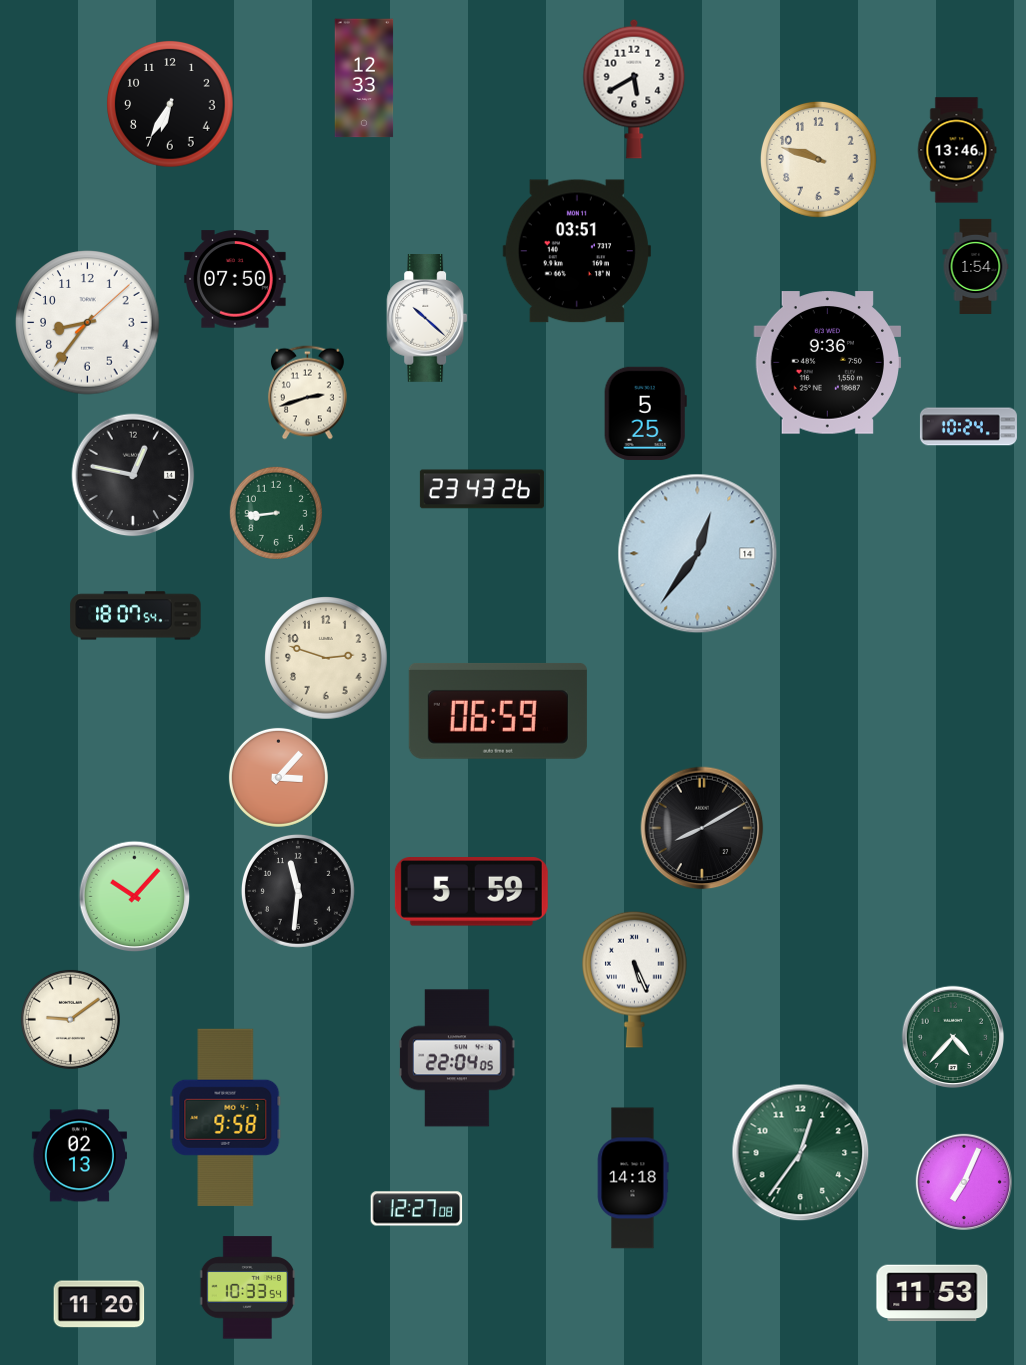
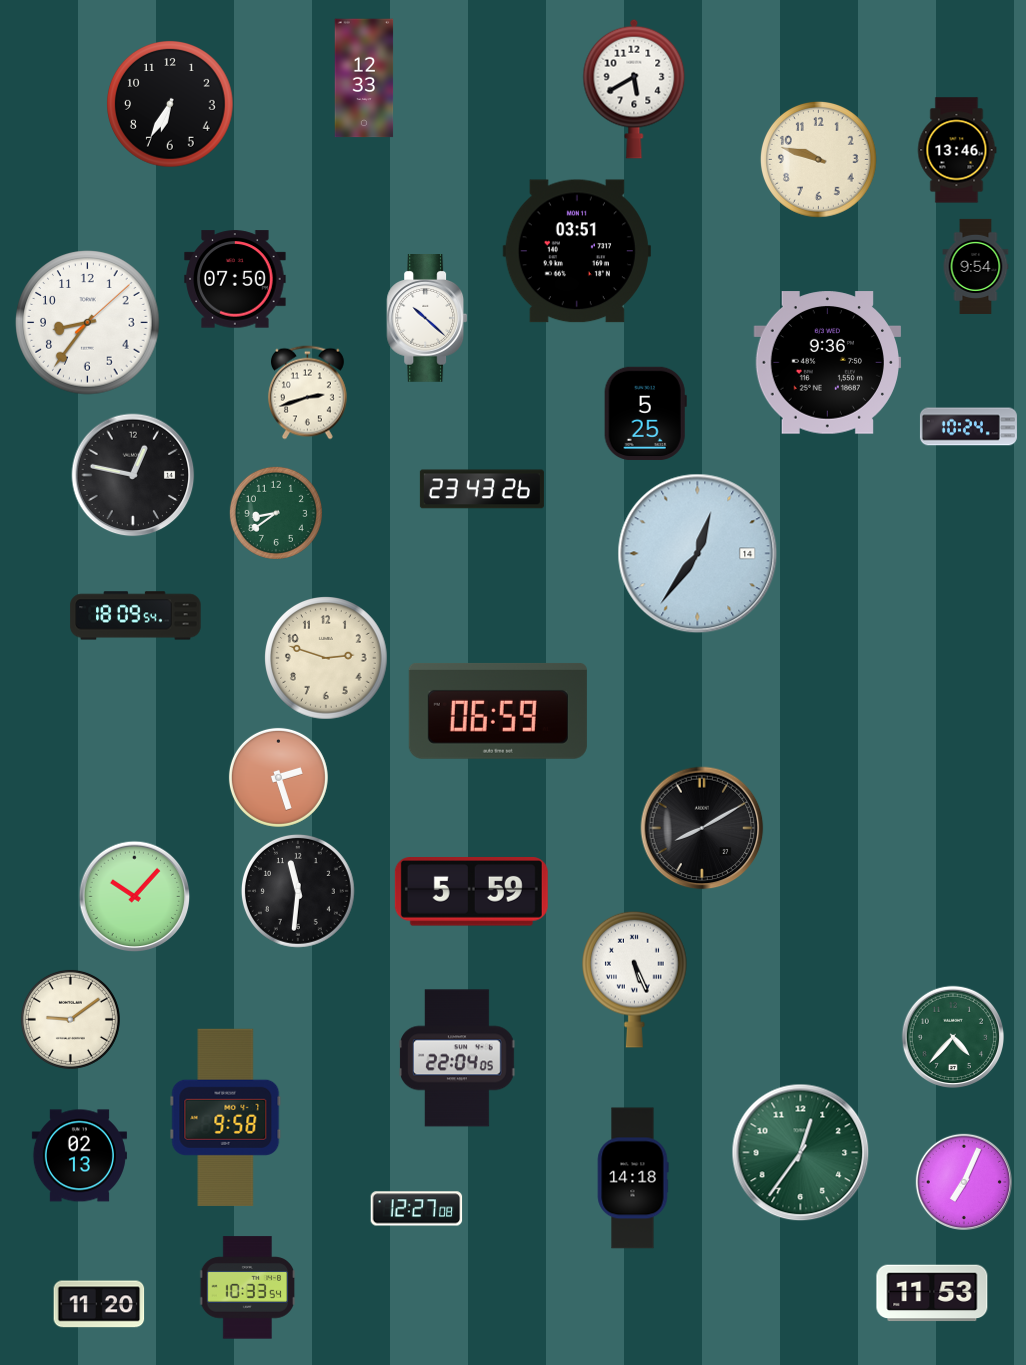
clock at (976, 266): 1:54 -> 9:54
clock at (276, 513): 8:44 -> 8:39
clock at (136, 616): 18:07 -> 18:09
clock at (278, 777): 3:07 -> 2:27
